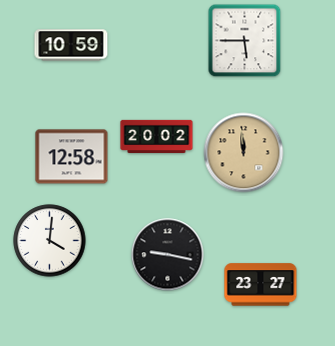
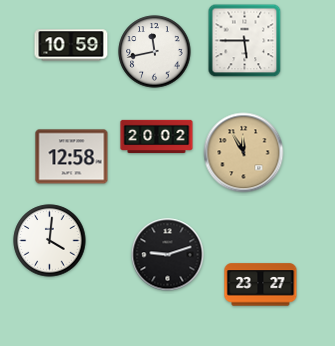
clock at (155, 52): none -> 11:43
clock at (244, 153): 11:59 -> 11:55
clock at (168, 255): 9:17 -> 9:12
